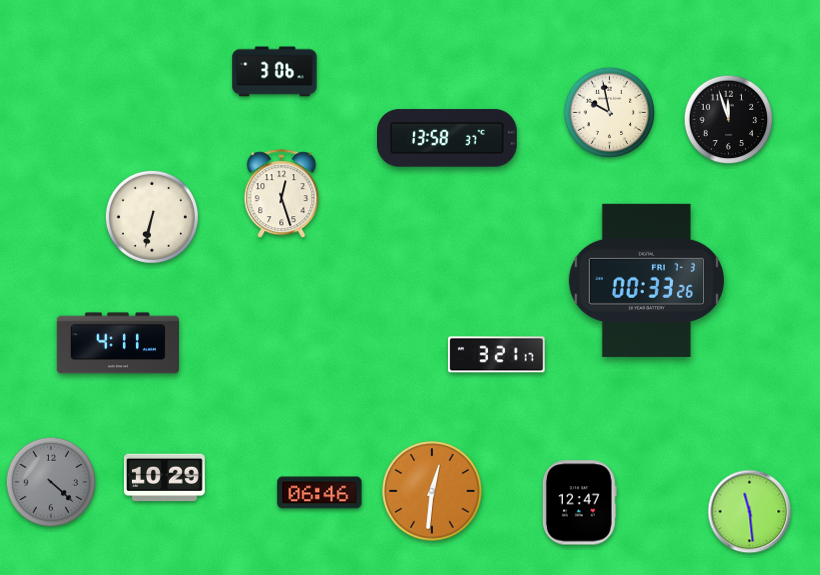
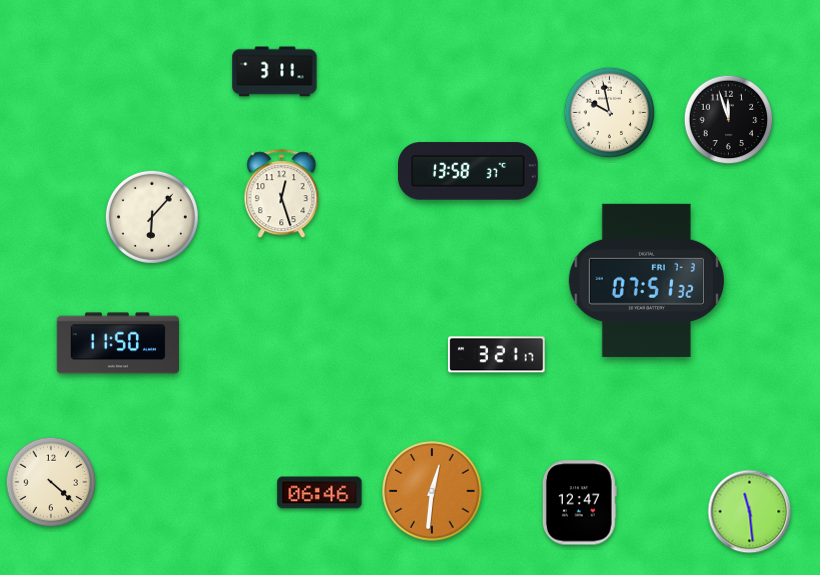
clock at (275, 72): 3:06 -> 3:11
clock at (448, 138) position: (448, 138) -> (469, 171)
clock at (152, 217): 6:32 -> 6:07
clock at (646, 280): 00:33 -> 07:51
clock at (118, 343): 4:11 -> 11:50
clock at (164, 478): 10:29 -> none
clock at (51, 482) dial: grey -> cream
